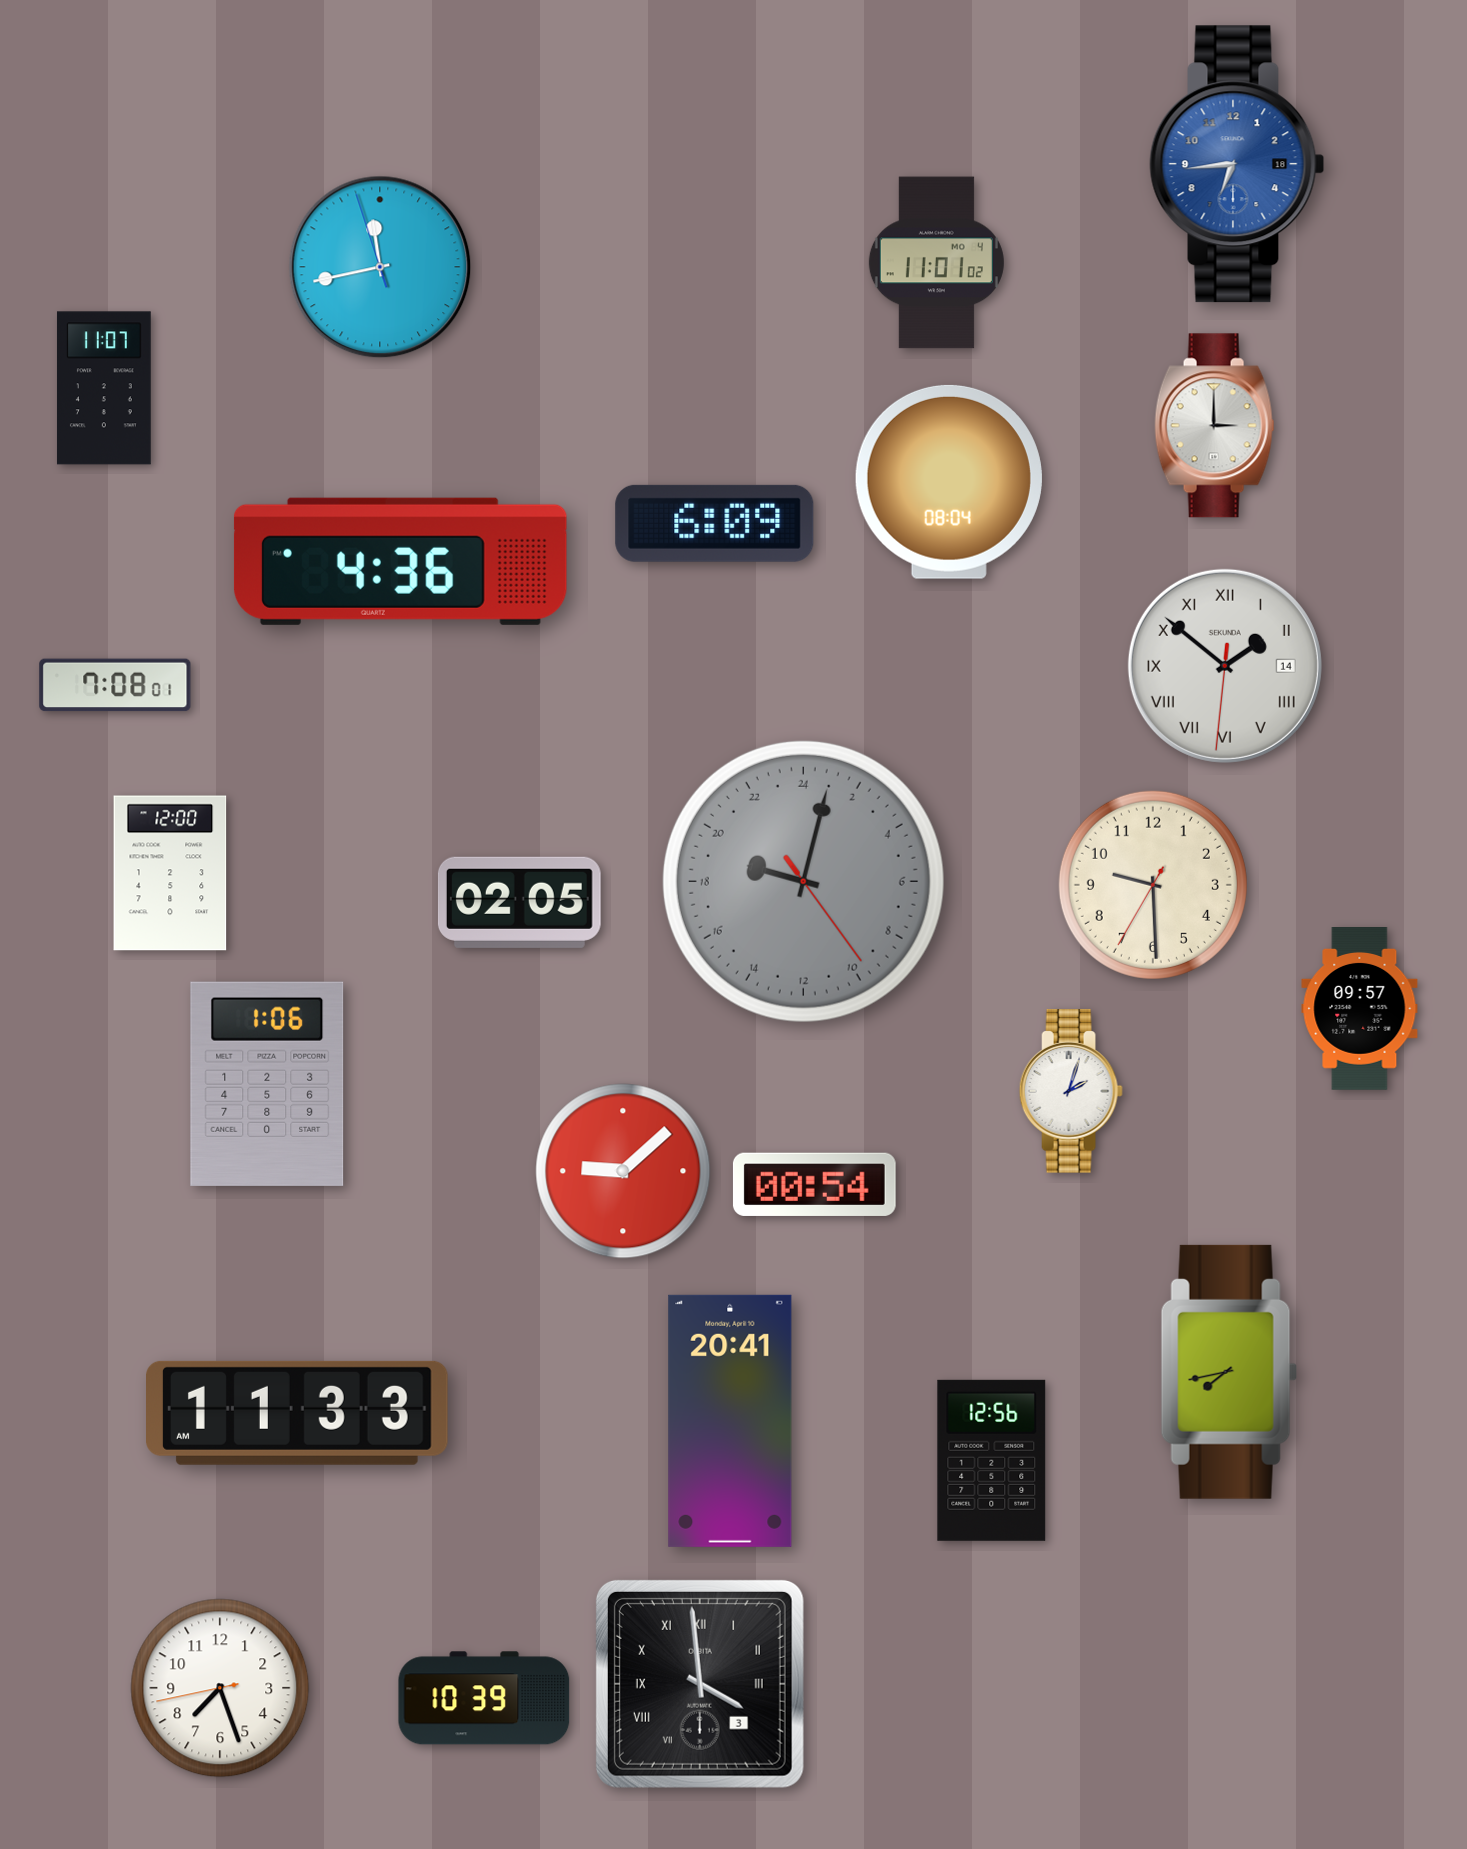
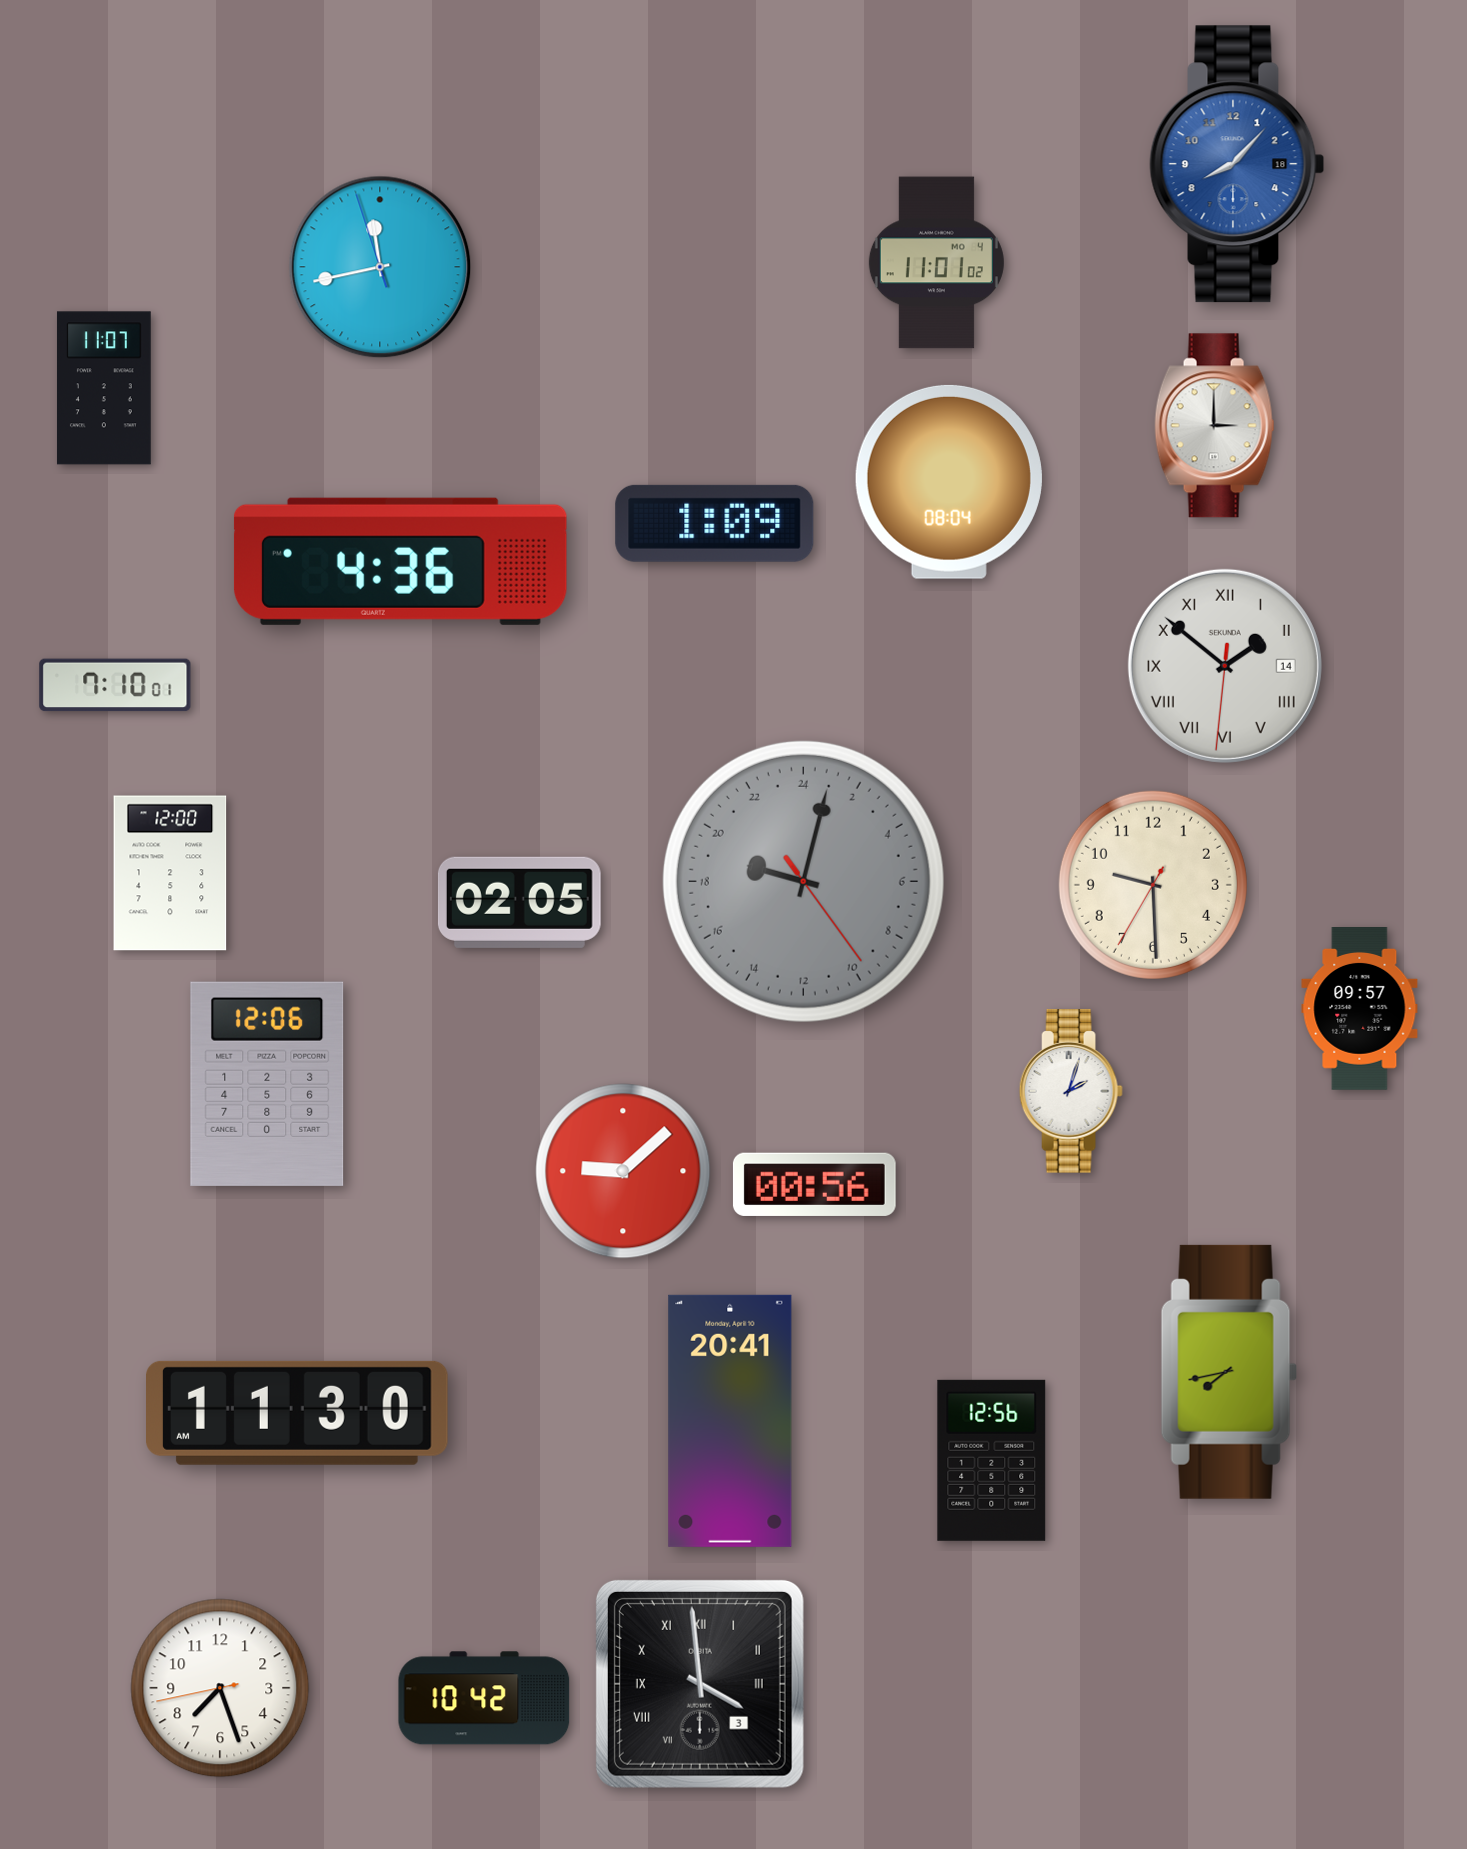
clock at (1237, 164): 6:44 -> 8:07
clock at (715, 523): 6:09 -> 1:09
clock at (115, 685): 7:08 -> 7:10
clock at (267, 1084): 1:06 -> 12:06
clock at (814, 1184): 00:54 -> 00:56
clock at (298, 1413): 11:33 -> 11:30
clock at (484, 1698): 10:39 -> 10:42
